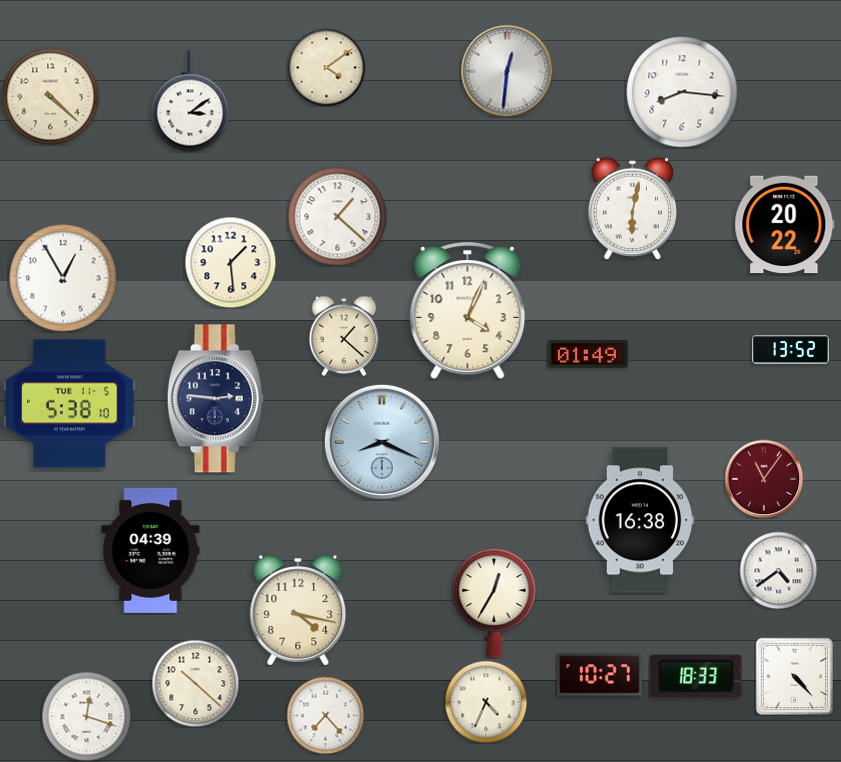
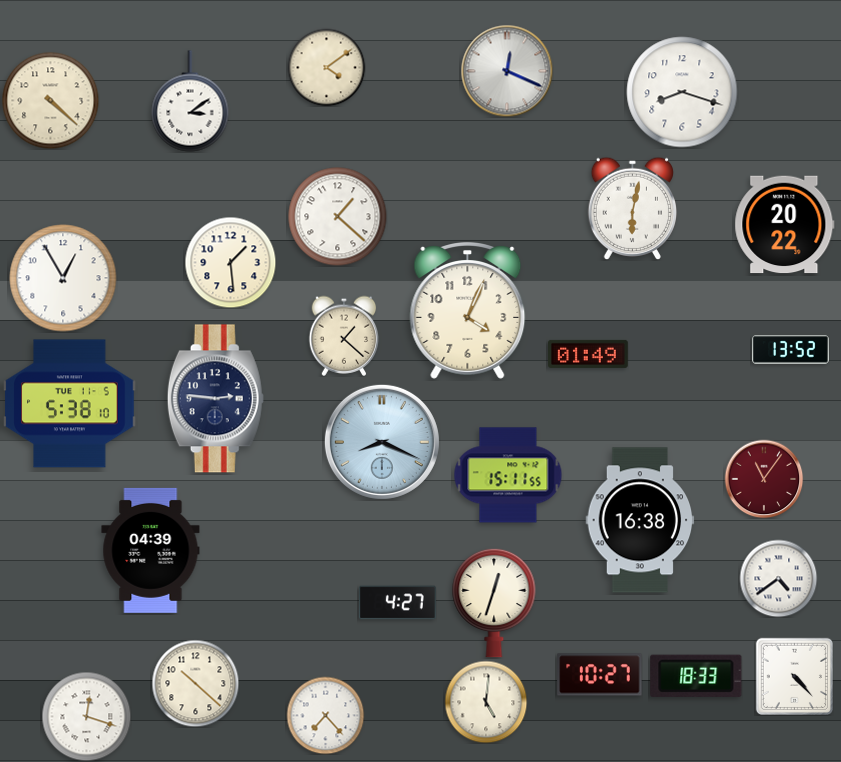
clock at (507, 71): 12:31 -> 12:19
clock at (682, 92): 8:16 -> 8:18
clock at (50, 96) position: (50, 96) -> (50, 100)
clock at (508, 475): none -> 15:11
clock at (778, 570) position: (778, 570) -> (778, 578)
clock at (397, 603): none -> 4:27
clock at (494, 603): 12:35 -> 12:33
clock at (298, 610): 4:17 -> none
clock at (486, 702): 4:34 -> 5:01
